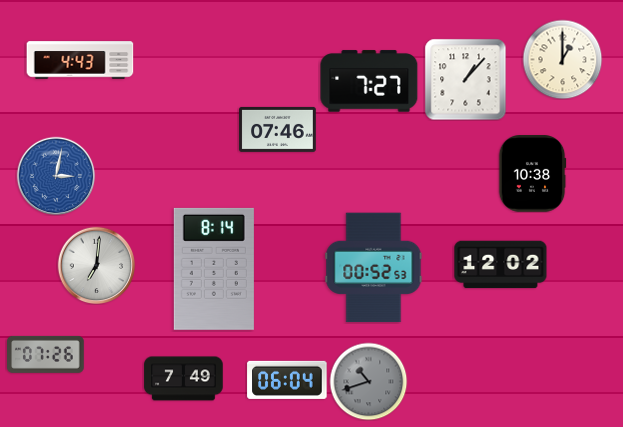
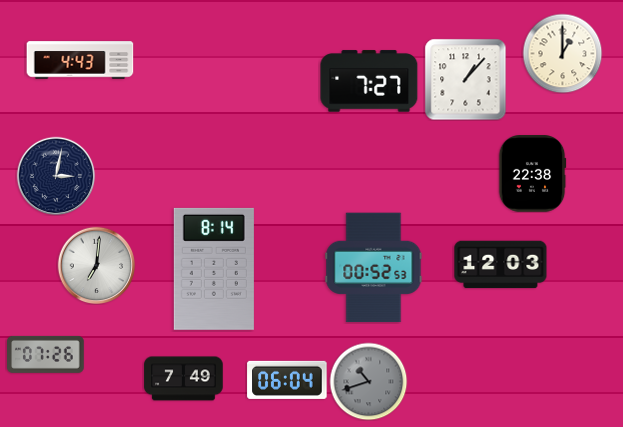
clock at (562, 59) position: (562, 59) -> (562, 53)
clock at (278, 129): 07:46 -> none
clock at (532, 174): 10:38 -> 22:38
clock at (56, 176) dial: blue -> navy
clock at (501, 265): 12:02 -> 12:03
